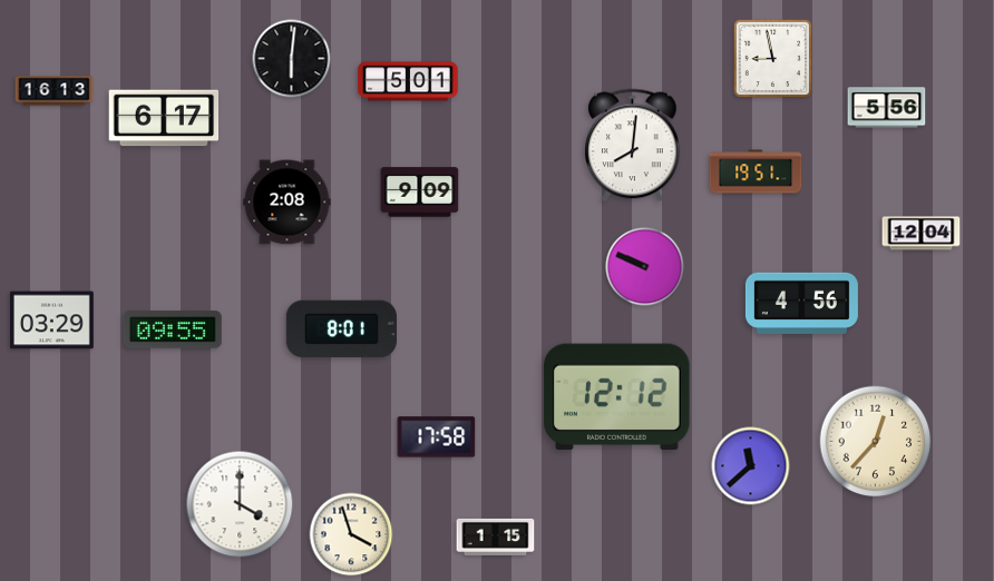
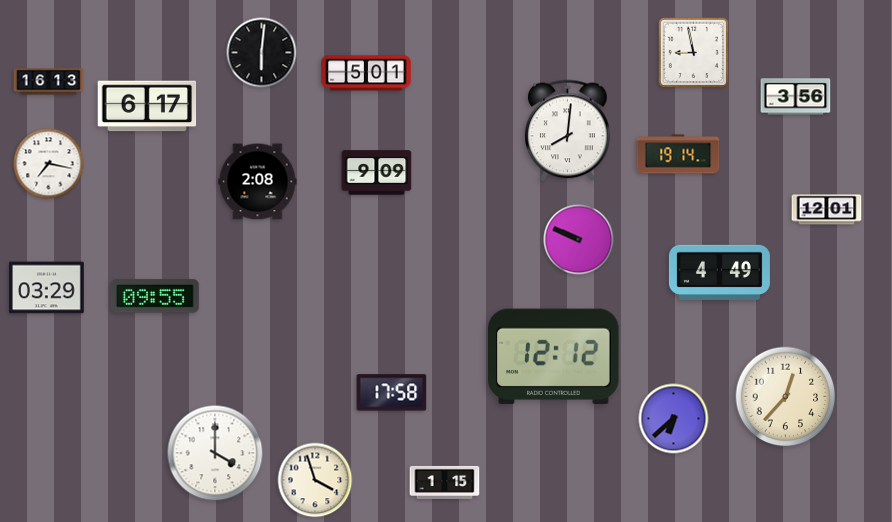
clock at (887, 108): 5:56 -> 3:56
clock at (756, 171): 19:51 -> 19:14
clock at (49, 164): none -> 7:17
clock at (922, 234): 12:04 -> 12:01
clock at (801, 303): 4:56 -> 4:49
clock at (341, 329): 8:01 -> none
clock at (751, 466): 11:38 -> 6:38
